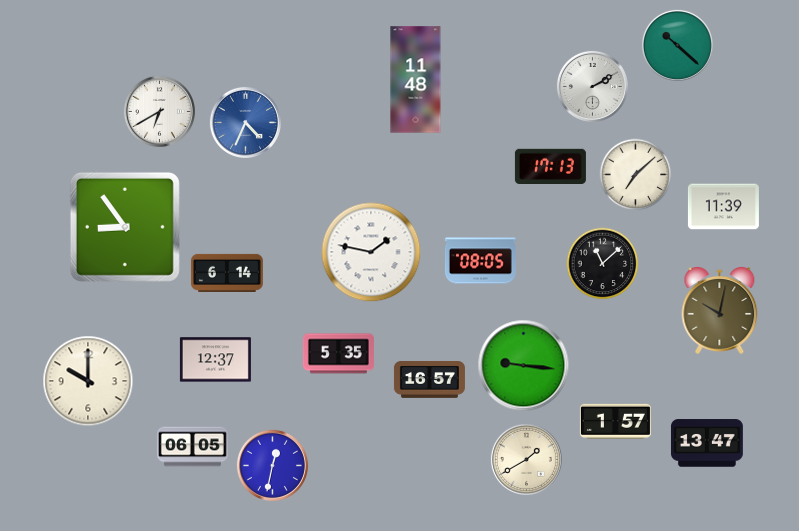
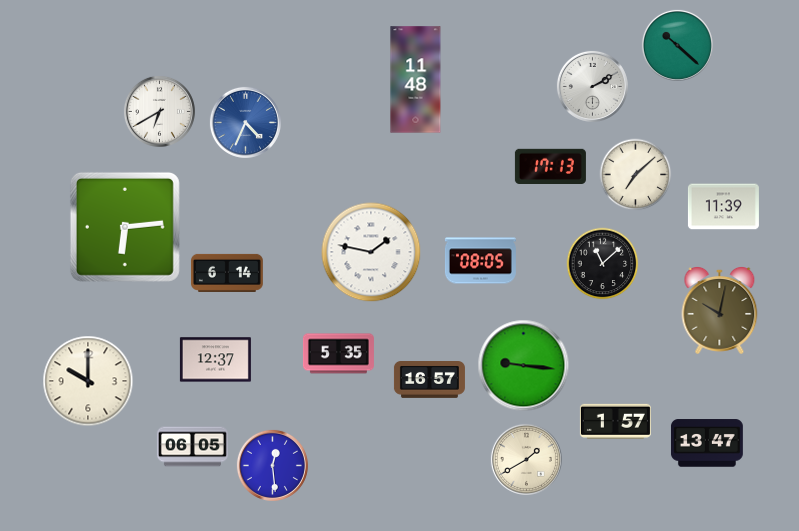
clock at (125, 227): 8:54 -> 6:14
clock at (272, 465): 12:32 -> 12:29
